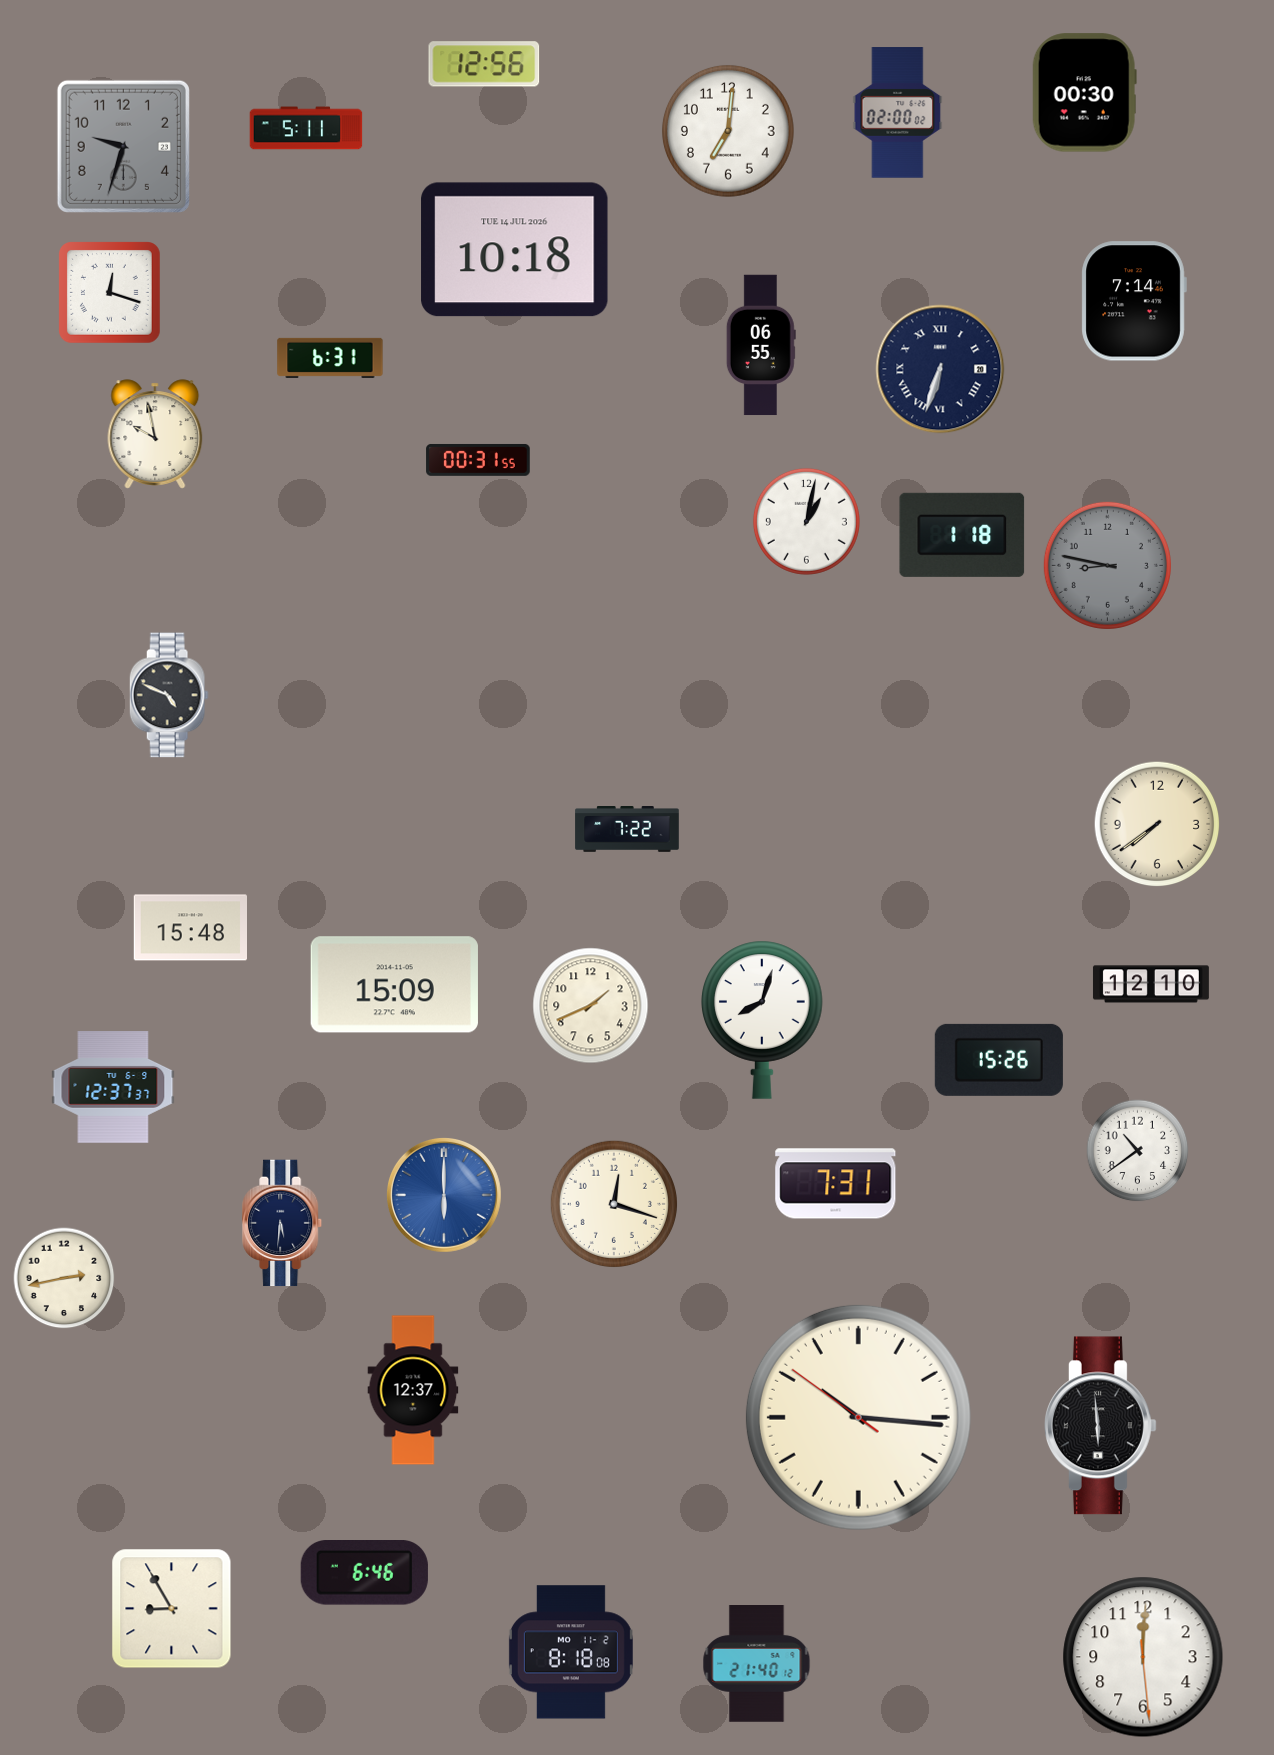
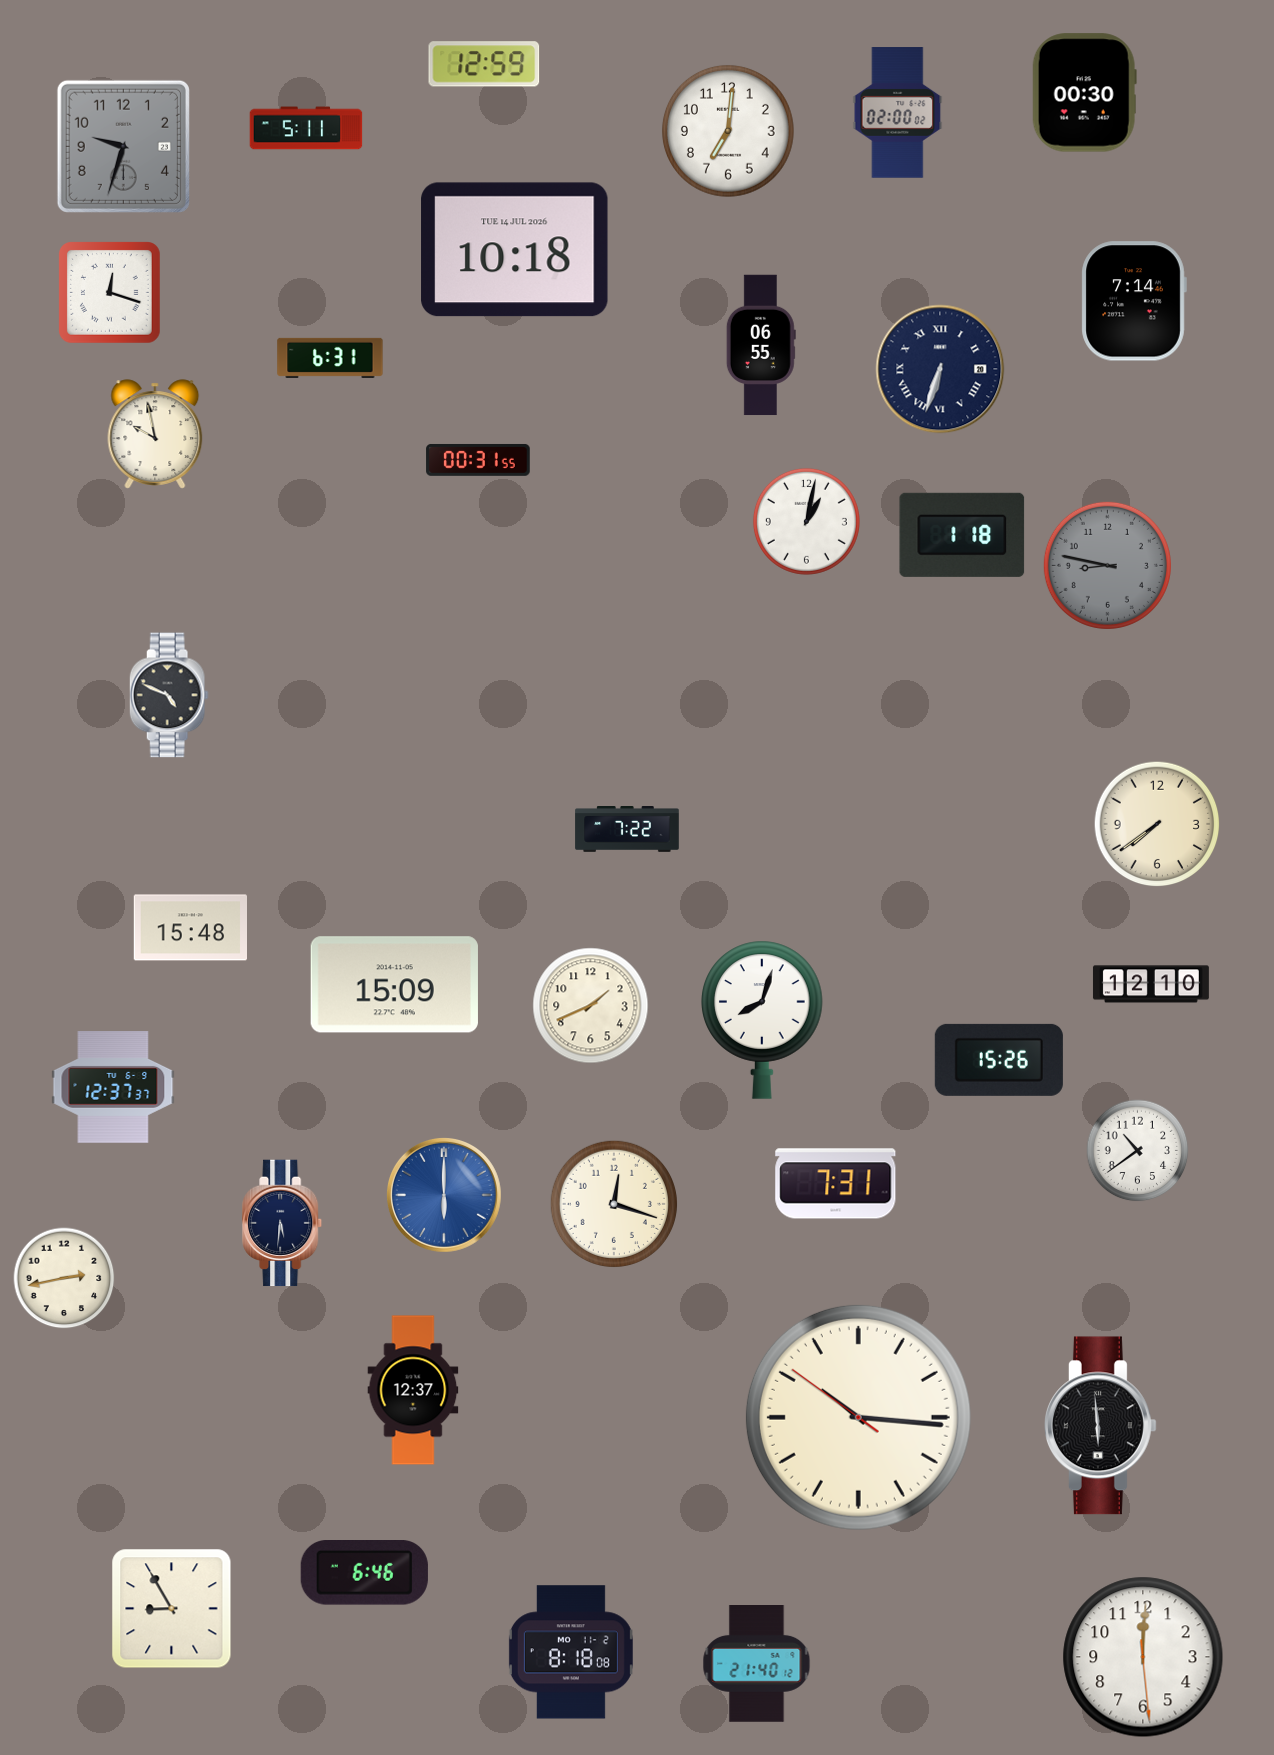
clock at (484, 64): 12:56 -> 12:59
